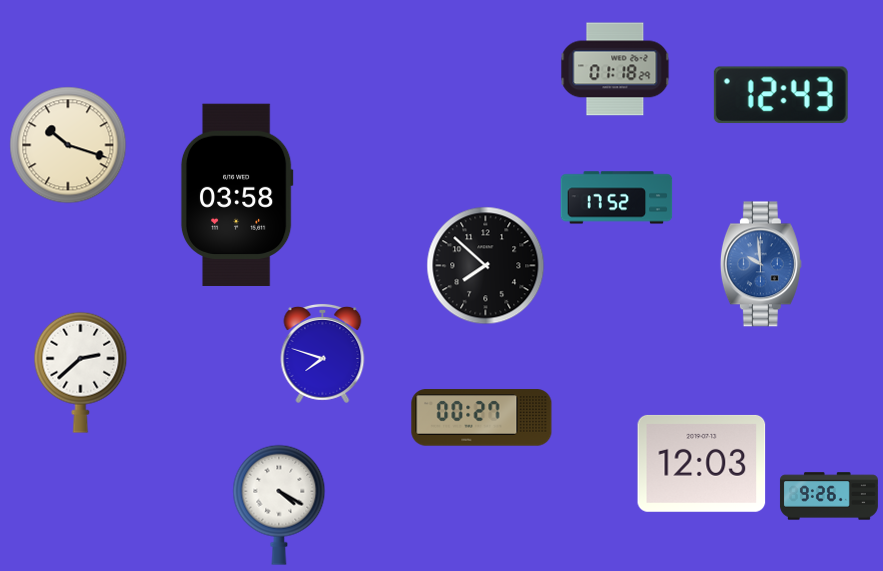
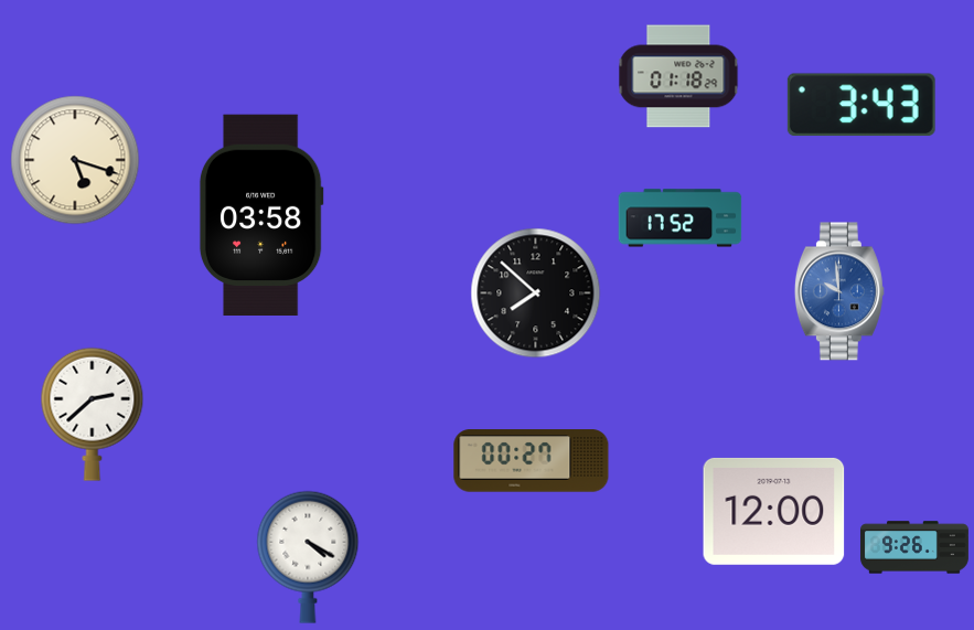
clock at (781, 95): 12:43 -> 3:43
clock at (68, 145): 10:18 -> 5:18
clock at (323, 353): 7:48 -> none
clock at (81, 372) position: (81, 372) -> (93, 414)
clock at (702, 463): 12:03 -> 12:00
